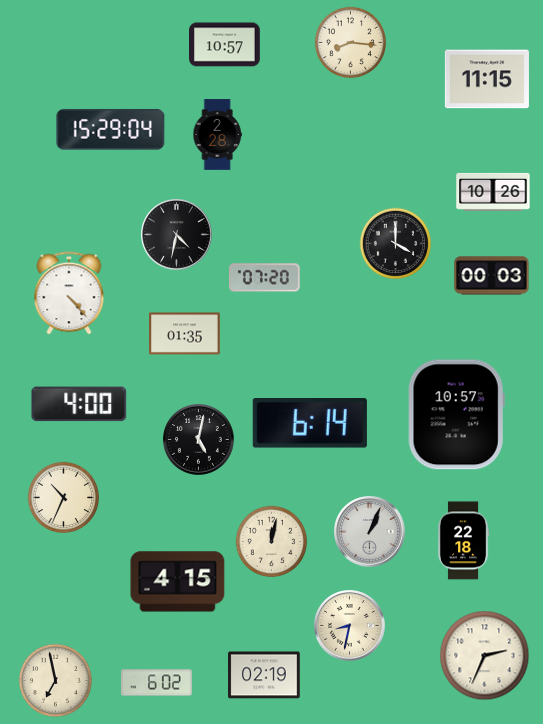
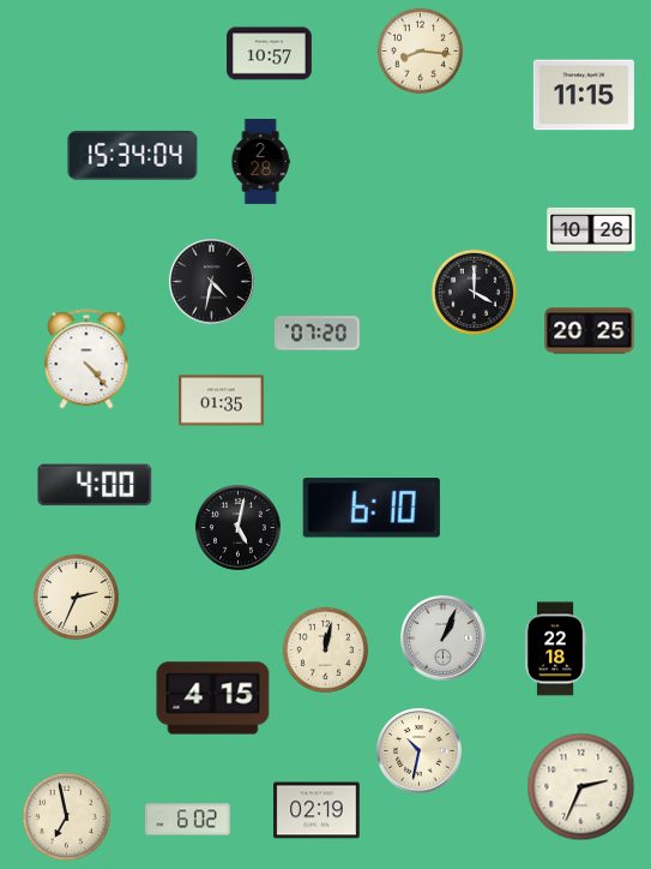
clock at (111, 129): 15:29 -> 15:34
clock at (492, 276): 00:03 -> 20:25
clock at (69, 293) position: (69, 293) -> (86, 359)
clock at (456, 415): 10:57 -> none
clock at (310, 423): 6:14 -> 6:10
clock at (64, 498): 10:34 -> 2:34
clock at (350, 626): 8:32 -> 10:32
